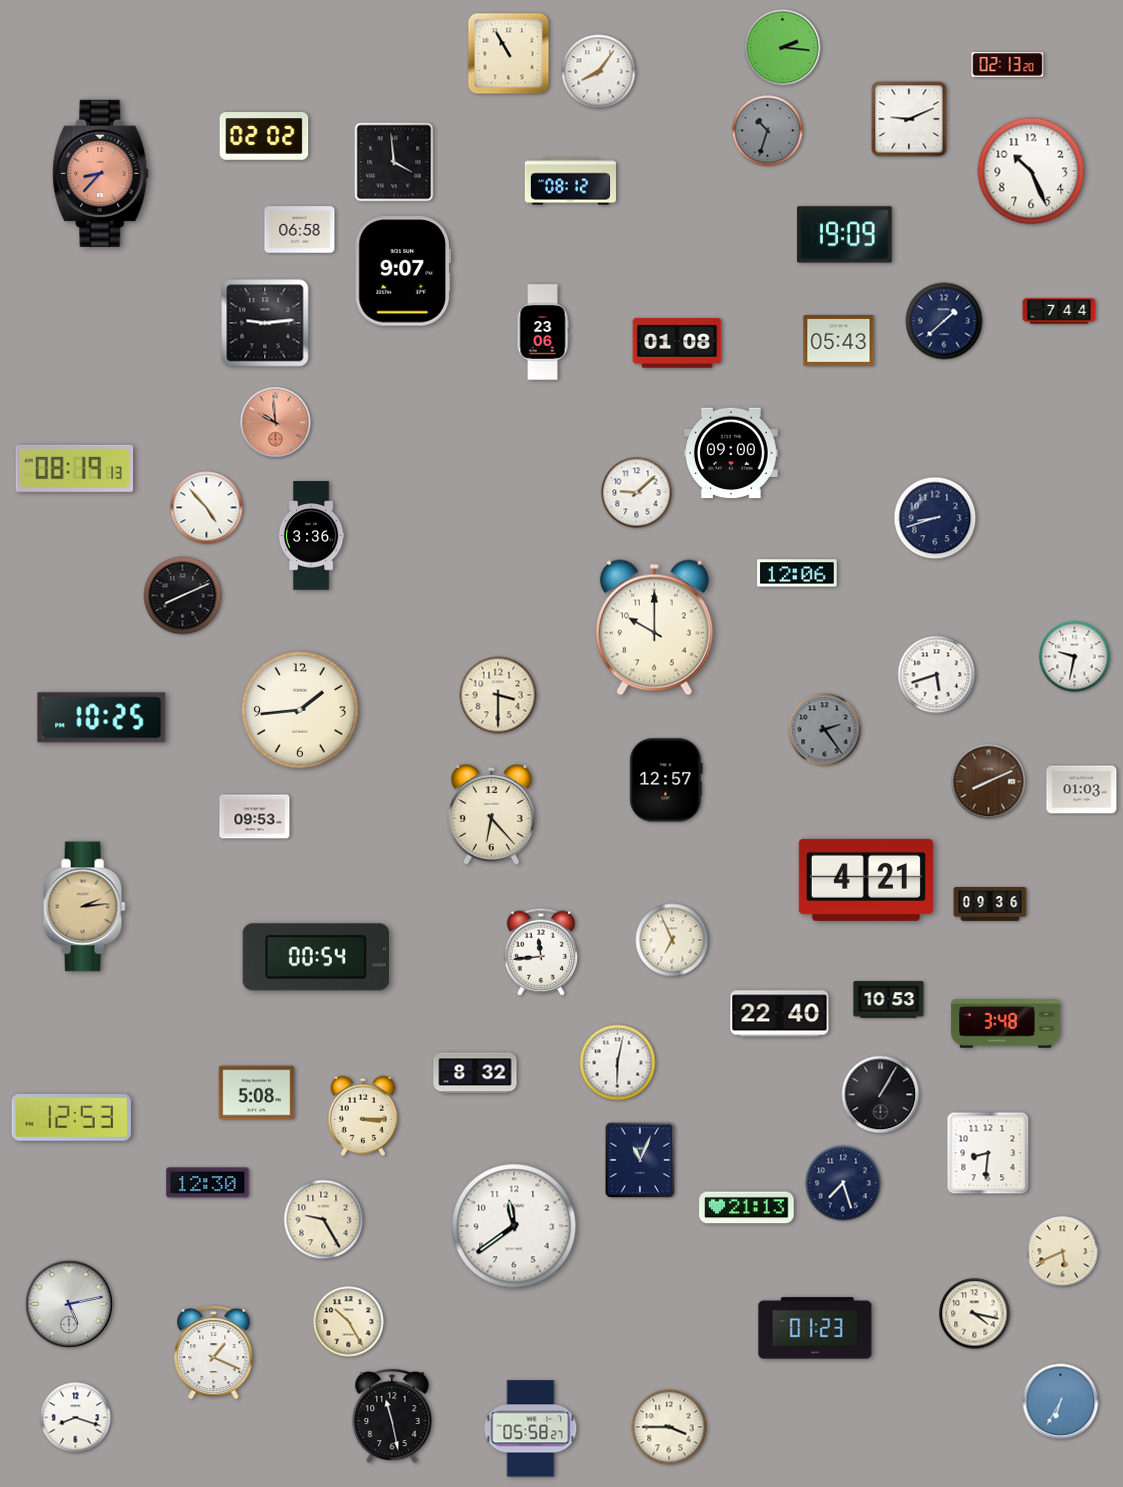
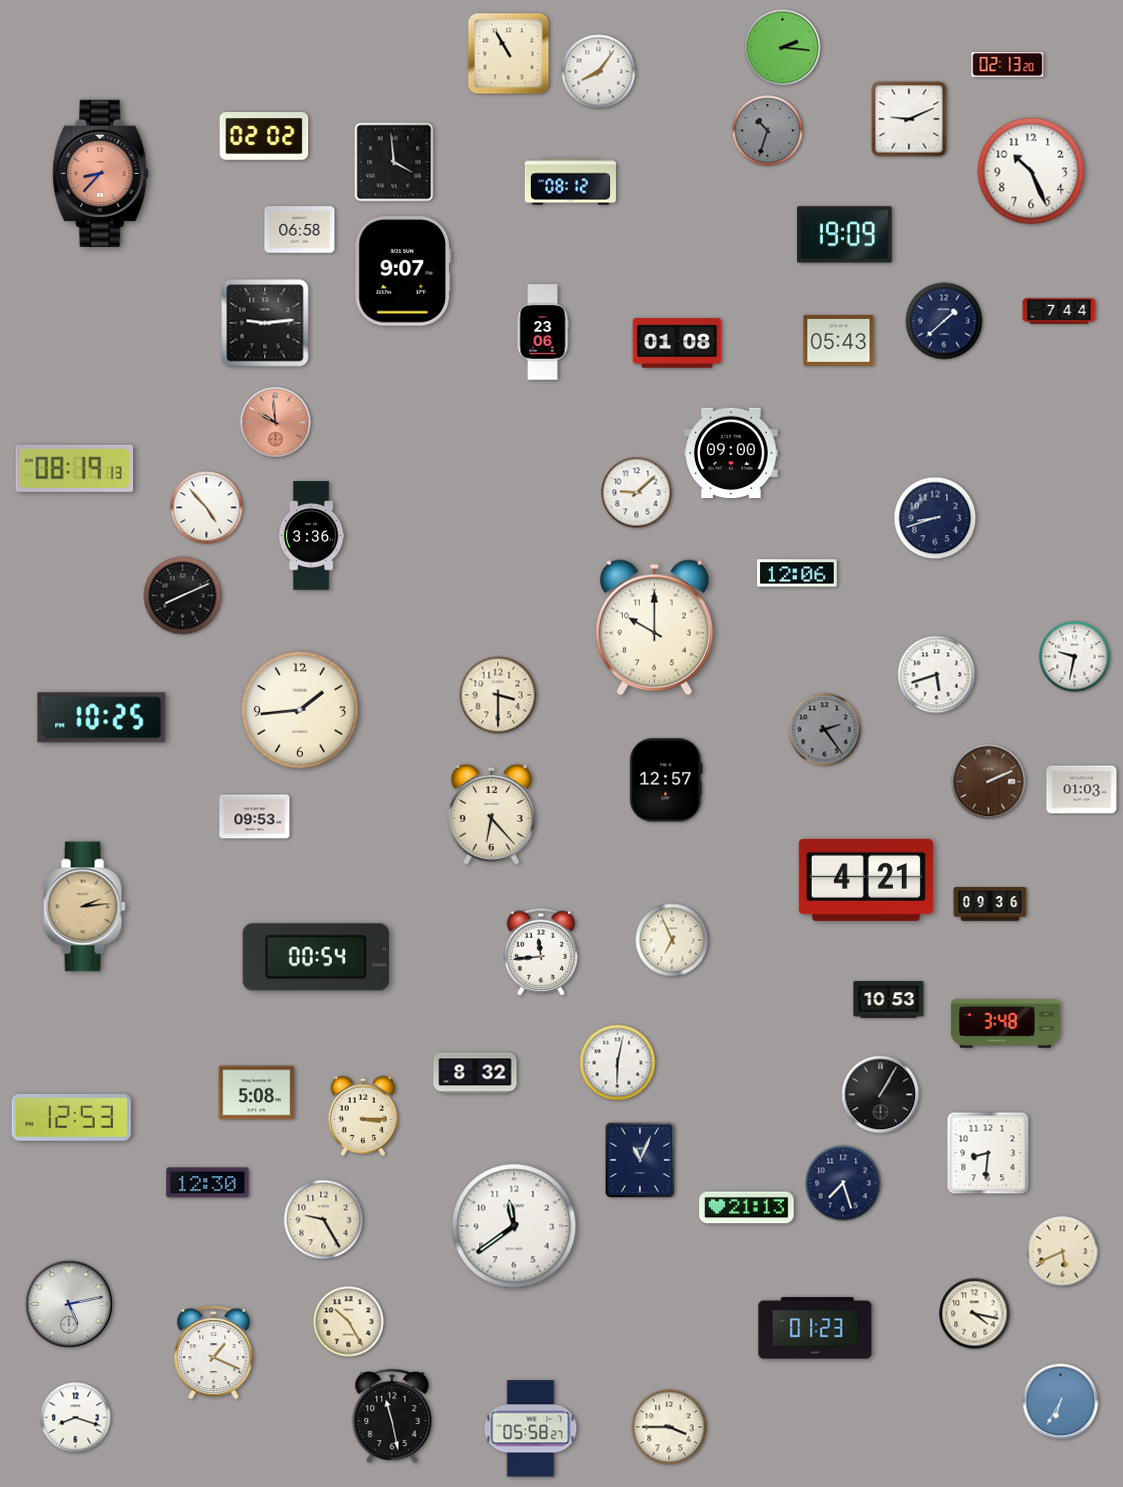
clock at (989, 782): 8:11 -> 2:11
clock at (780, 1014): 22:40 -> none
